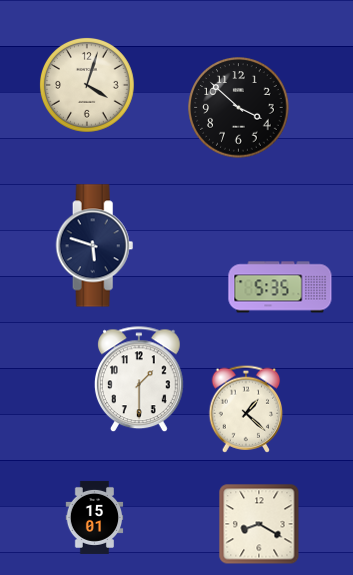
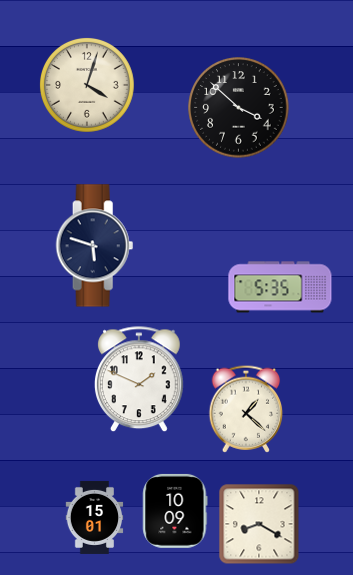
clock at (140, 380): 1:30 -> 1:49
clock at (175, 511): none -> 10:09
